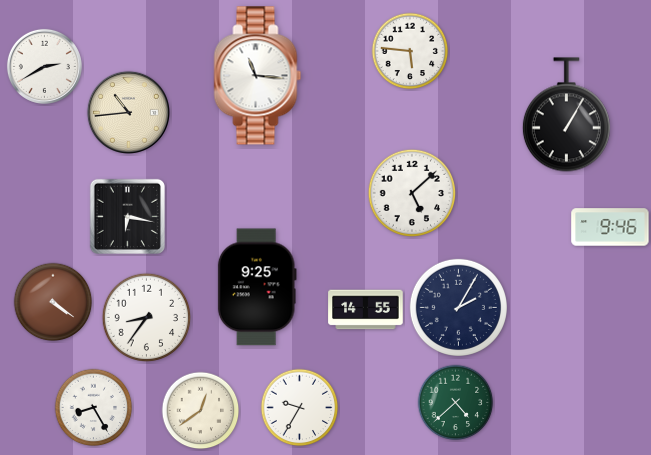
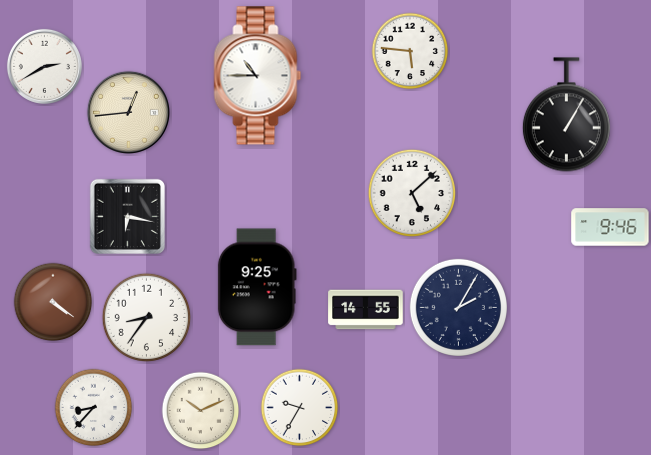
clock at (258, 76): 11:16 -> 10:45
clock at (128, 112): 10:44 -> 12:44
clock at (456, 403): 4:38 -> none
clock at (94, 408): 8:25 -> 8:37
clock at (201, 411): 12:39 -> 10:11
